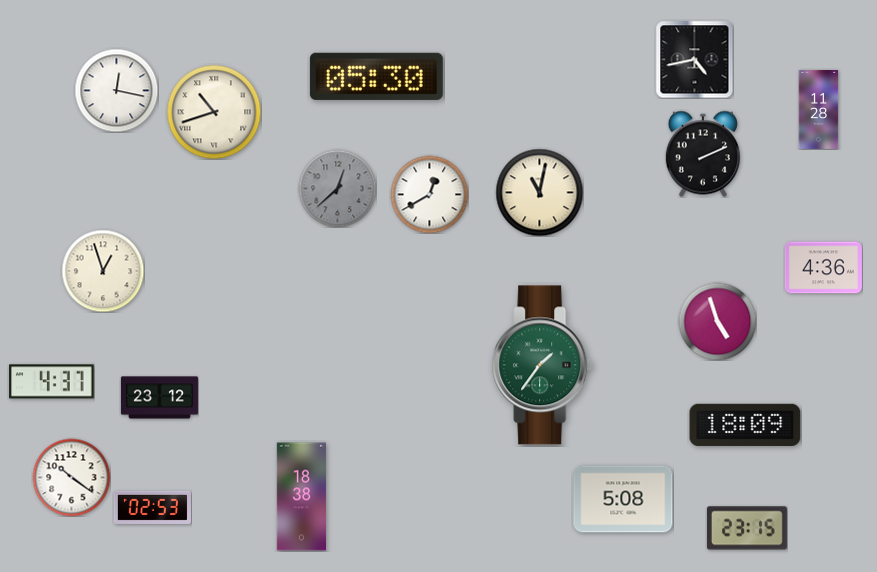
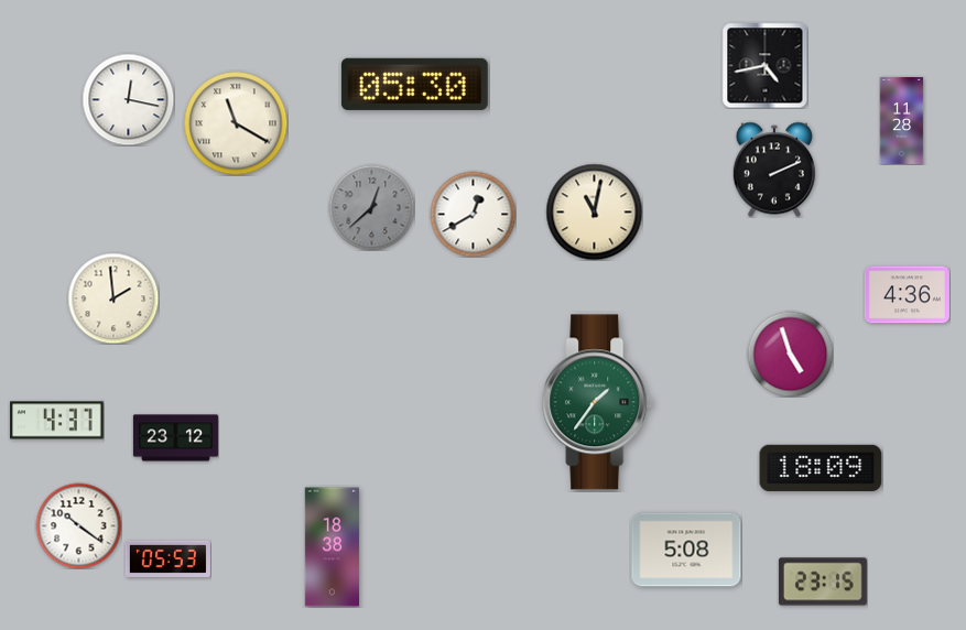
clock at (214, 112): 10:42 -> 11:20
clock at (103, 271): 12:57 -> 1:59
clock at (152, 507): 02:53 -> 05:53
